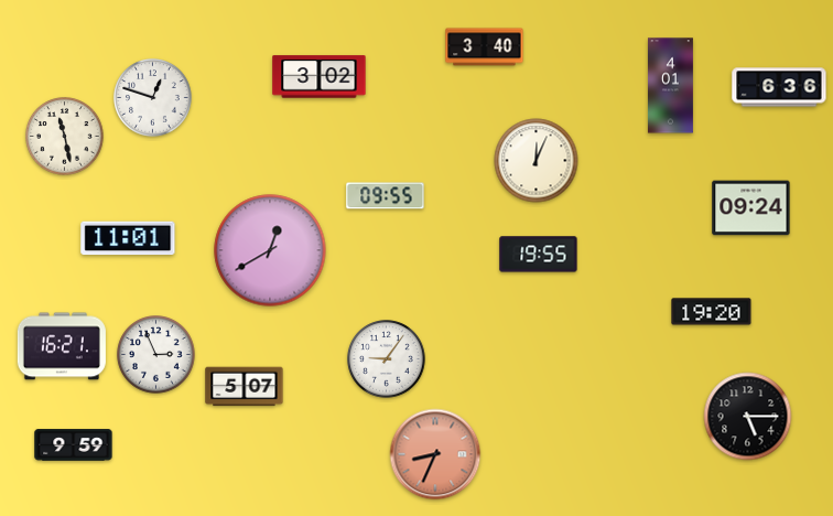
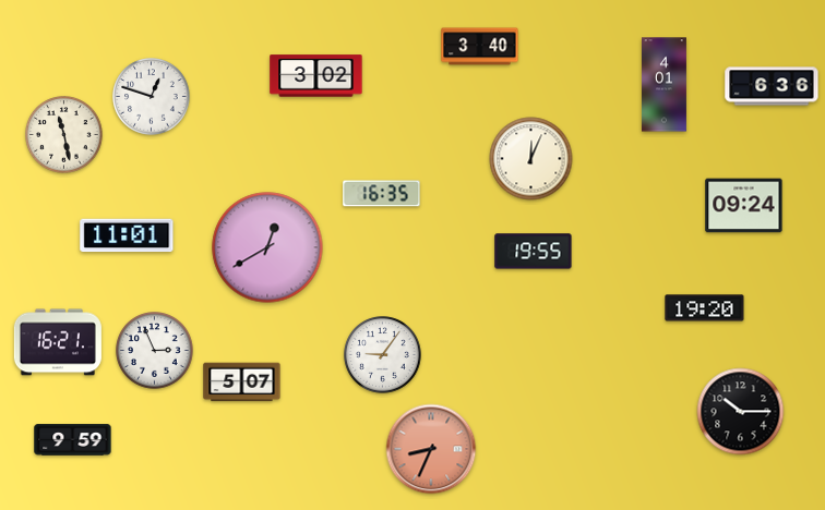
clock at (386, 196): 09:55 -> 16:35
clock at (62, 346) position: (62, 346) -> (58, 342)
clock at (748, 417): 5:15 -> 10:15
